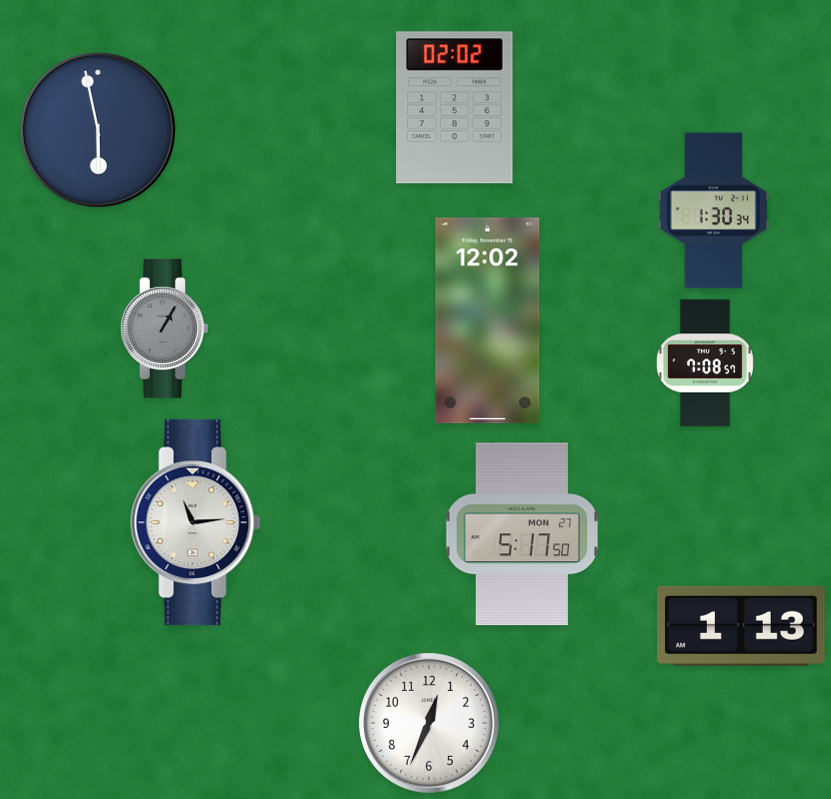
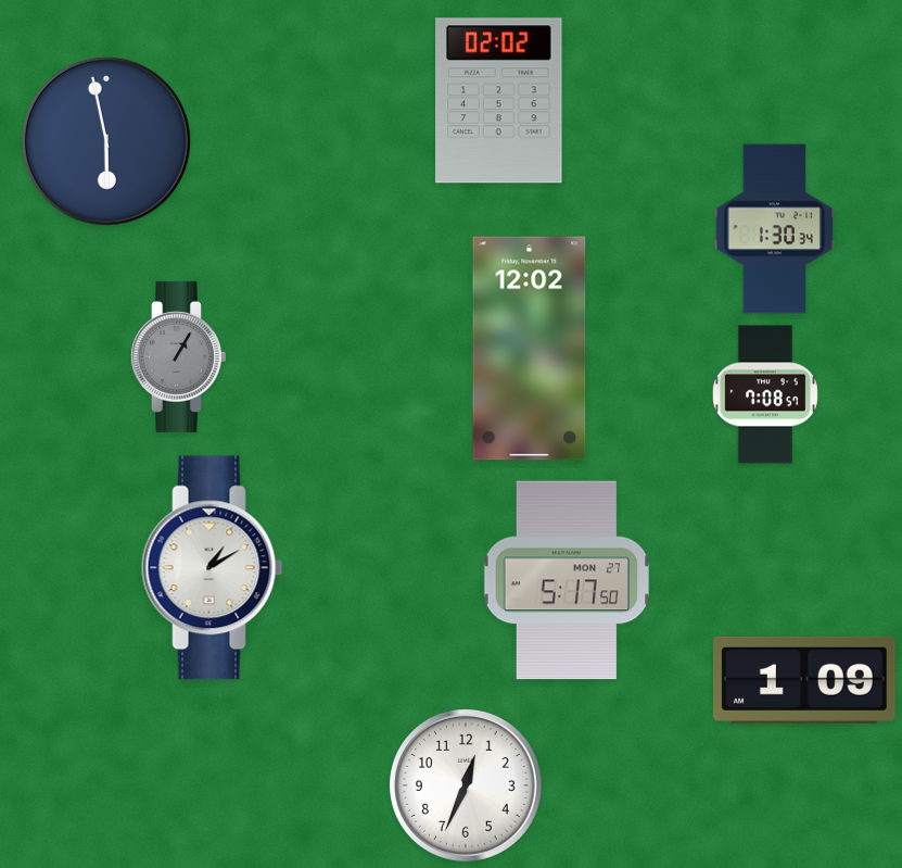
clock at (455, 108) position: (455, 108) -> (499, 101)
clock at (196, 523): 11:14 -> 1:10
clock at (741, 626): 1:13 -> 1:09
